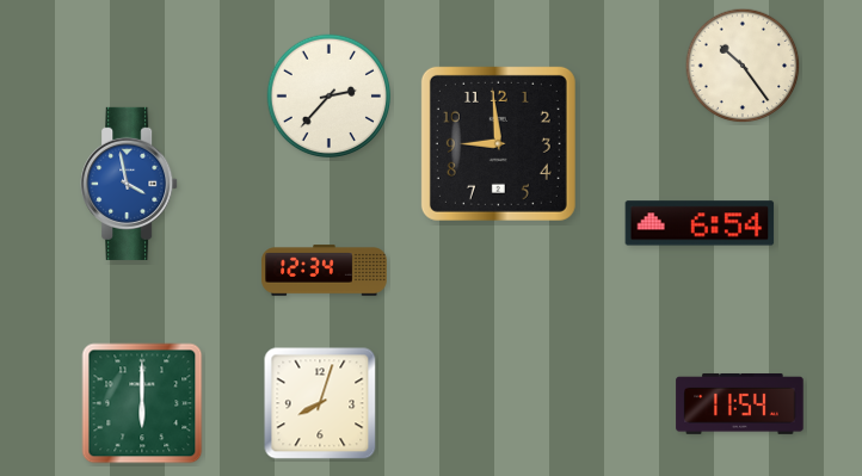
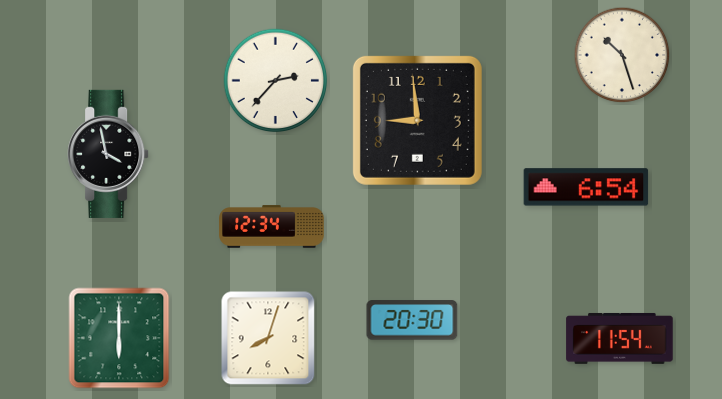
clock at (743, 66): 10:24 -> 10:27
clock at (129, 184) dial: blue -> black
clock at (412, 320): none -> 20:30
